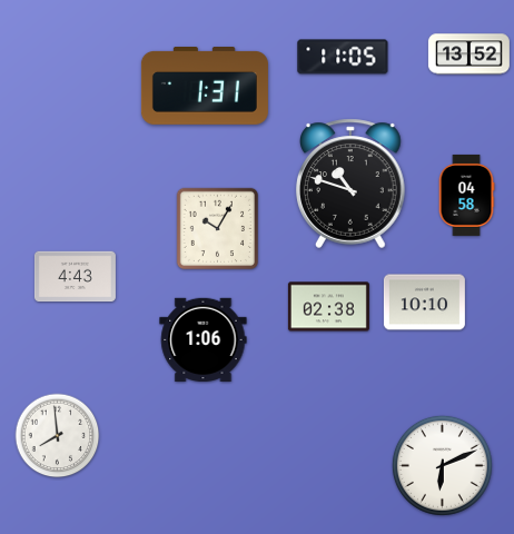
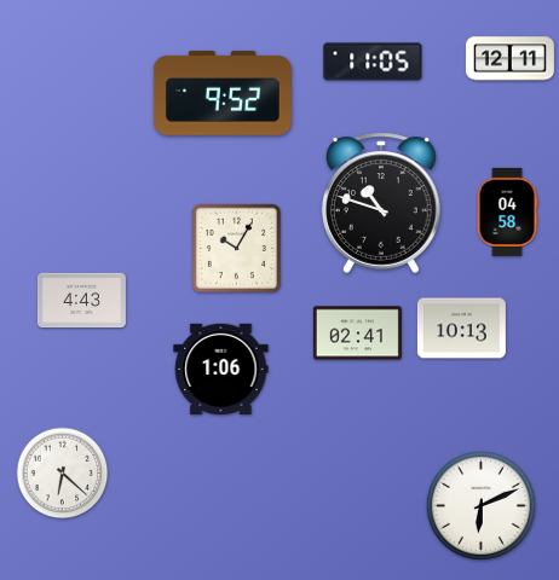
clock at (468, 55): 13:52 -> 12:11
clock at (205, 87): 1:31 -> 9:52
clock at (350, 184) position: (350, 184) -> (381, 203)
clock at (424, 303): 10:10 -> 10:13
clock at (328, 307): 02:38 -> 02:41
clock at (58, 436): 7:59 -> 6:22
